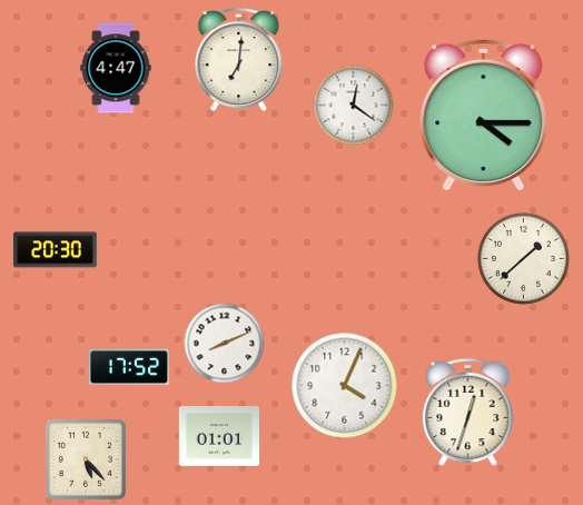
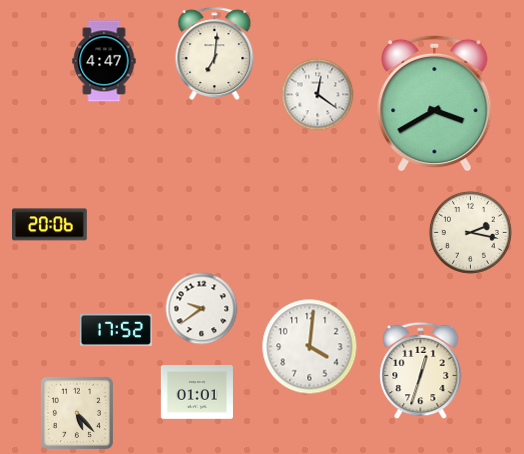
clock at (484, 115): 4:15 -> 3:40
clock at (56, 250): 20:30 -> 20:06
clock at (523, 258): 1:38 -> 2:17
clock at (225, 344): 8:11 -> 9:39
clock at (345, 386): 4:04 -> 4:01
